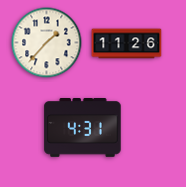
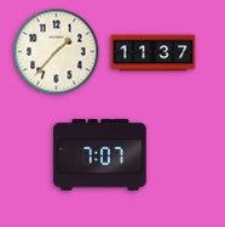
clock at (127, 44): 11:26 -> 11:37
clock at (83, 128): 4:31 -> 7:07
